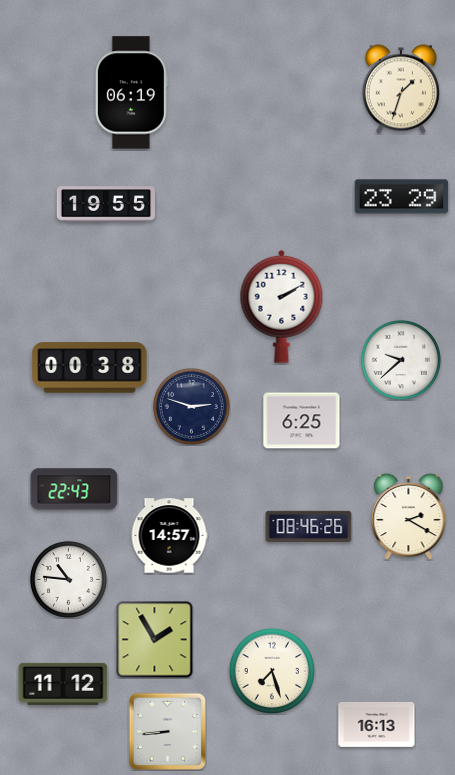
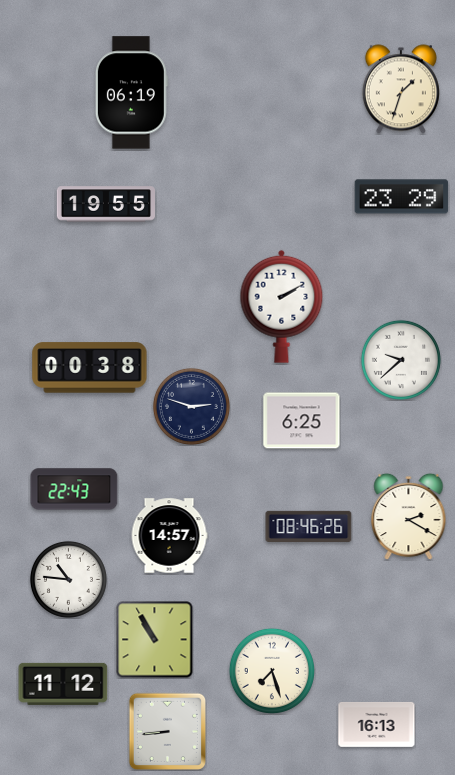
clock at (155, 640): 1:55 -> 10:55
